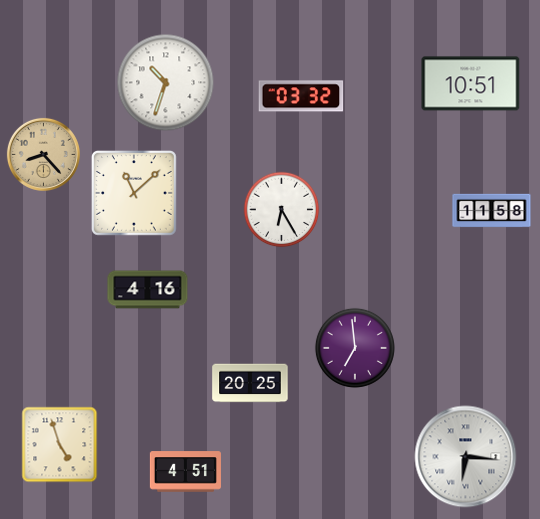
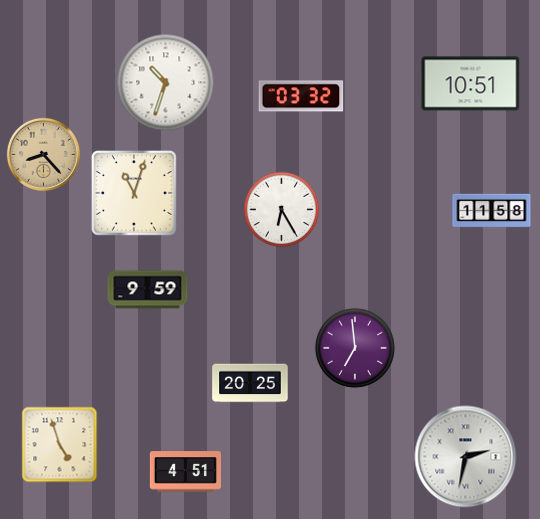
clock at (135, 194): 11:08 -> 11:03
clock at (148, 290): 4:16 -> 9:59
clock at (466, 457): 6:16 -> 2:32
